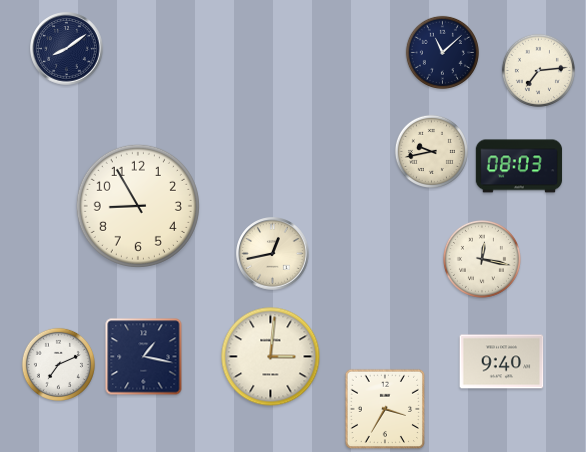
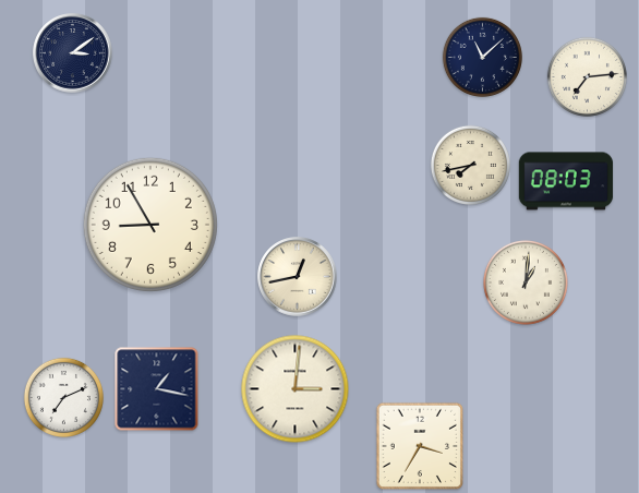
clock at (67, 49): 8:09 -> 3:09
clock at (431, 151): 9:43 -> 7:43
clock at (482, 259): 12:17 -> 1:01
clock at (502, 362): 9:40 -> none
